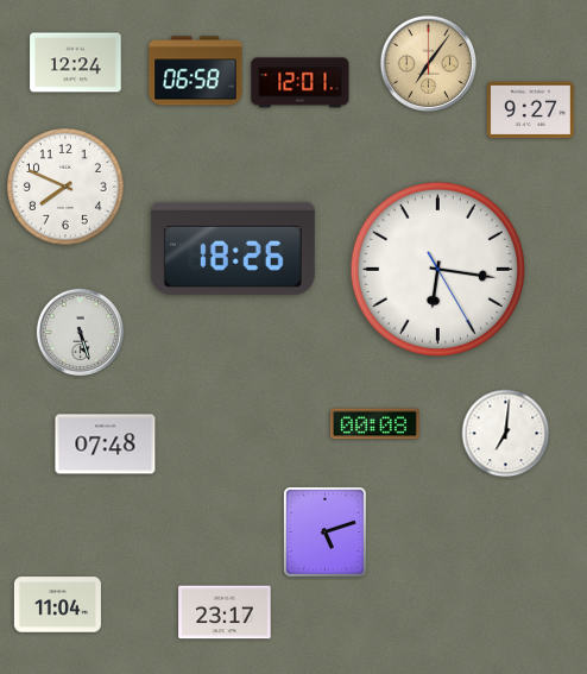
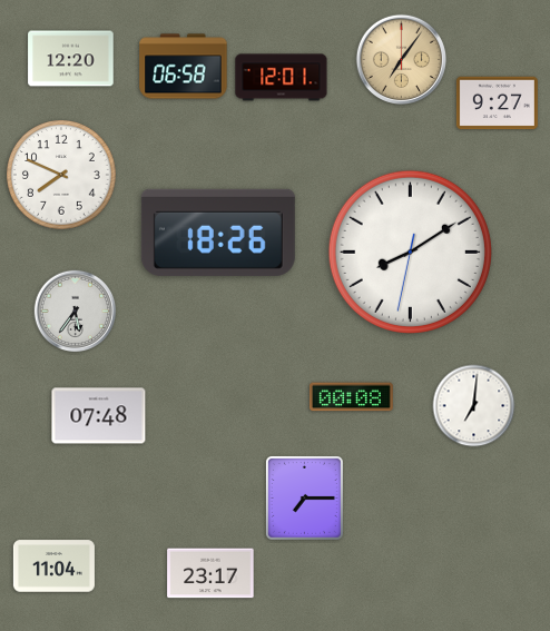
clock at (76, 63): 12:24 -> 12:20
clock at (437, 269): 6:16 -> 8:09
clock at (81, 333): 5:27 -> 5:36
clock at (324, 531): 5:12 -> 7:15
